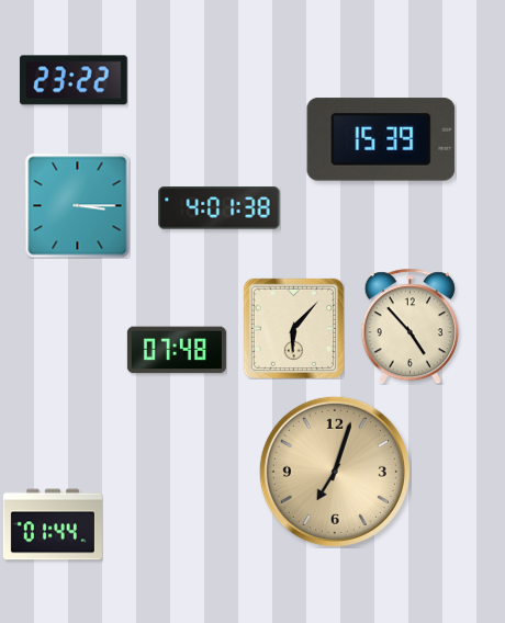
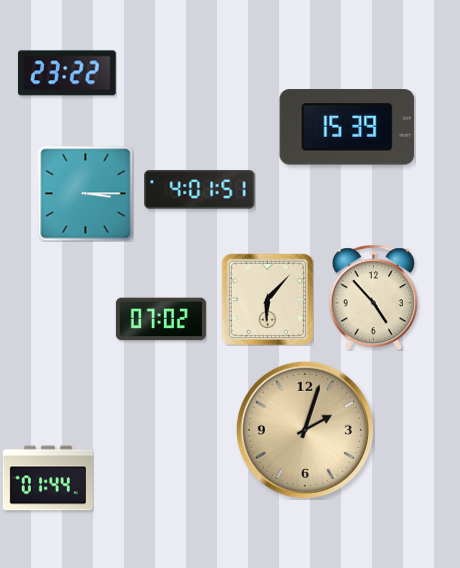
clock at (77, 205) position: (77, 205) -> (85, 193)
clock at (220, 208): 4:01:38 -> 4:01:51
clock at (177, 350): 07:48 -> 07:02
clock at (335, 472): 7:03 -> 2:03
